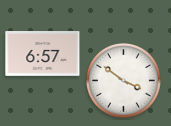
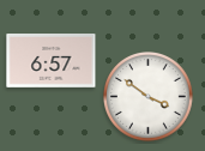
clock at (43, 54) position: (43, 54) -> (52, 61)
